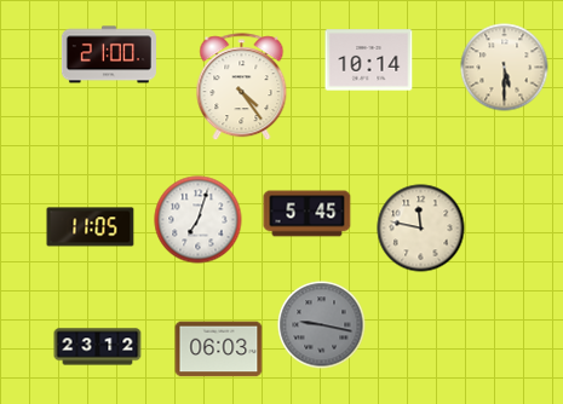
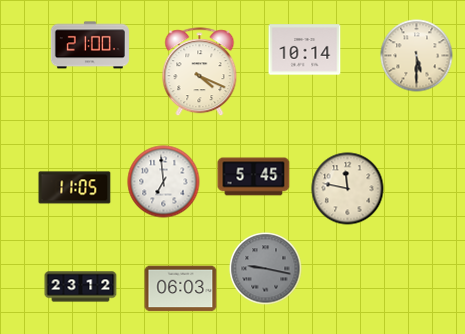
clock at (242, 87): 4:24 -> 4:19
clock at (199, 220): 7:03 -> 6:59
